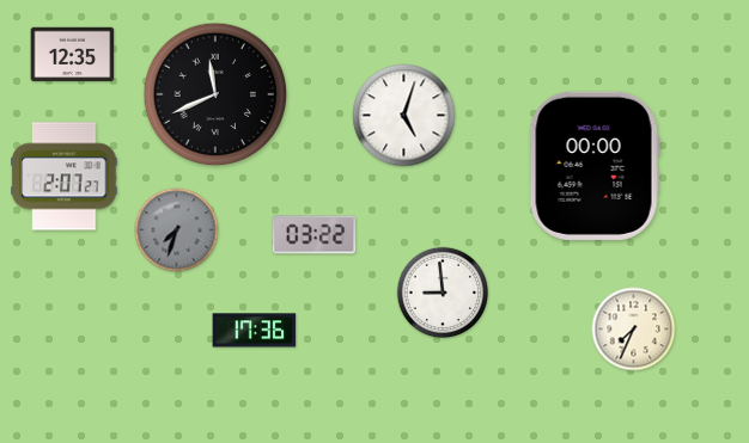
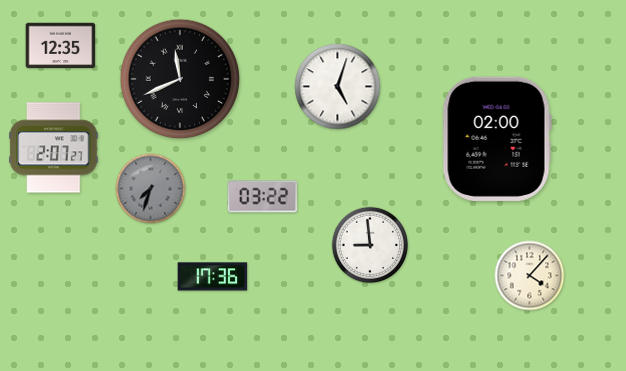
clock at (404, 116) position: (404, 116) -> (338, 87)
clock at (595, 166): 00:00 -> 02:00
clock at (177, 230) position: (177, 230) -> (151, 189)
clock at (634, 330): 7:34 -> 4:07
